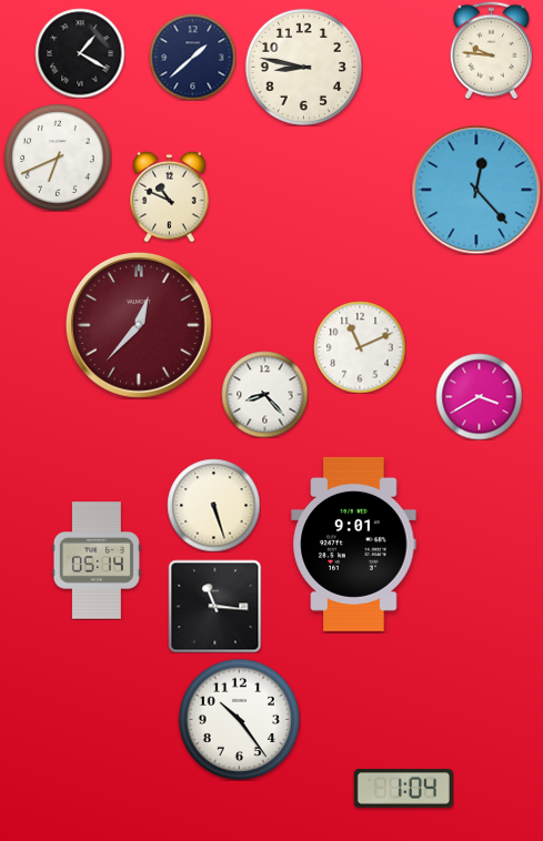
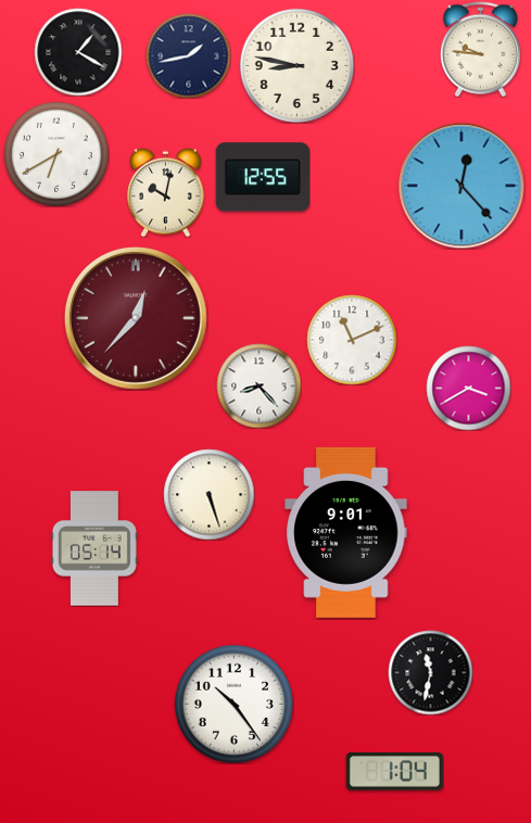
clock at (192, 57): 1:38 -> 1:43
clock at (58, 158): 6:41 -> 6:40
clock at (263, 177): none -> 12:55
clock at (476, 190) position: (476, 190) -> (462, 186)
clock at (170, 196): 10:49 -> 10:02
clock at (214, 606): 11:16 -> none
clock at (430, 672): none -> 11:32
